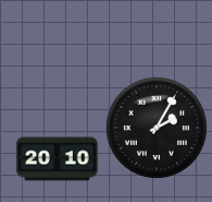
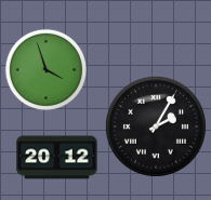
clock at (45, 69): none -> 3:57
clock at (58, 159): 20:10 -> 20:12
